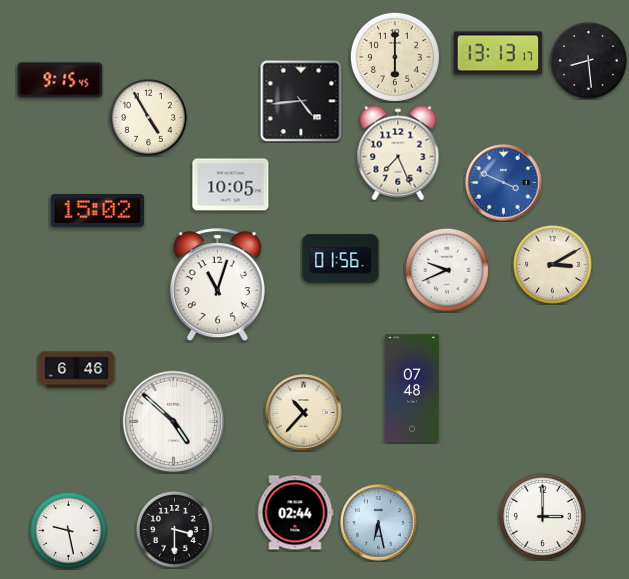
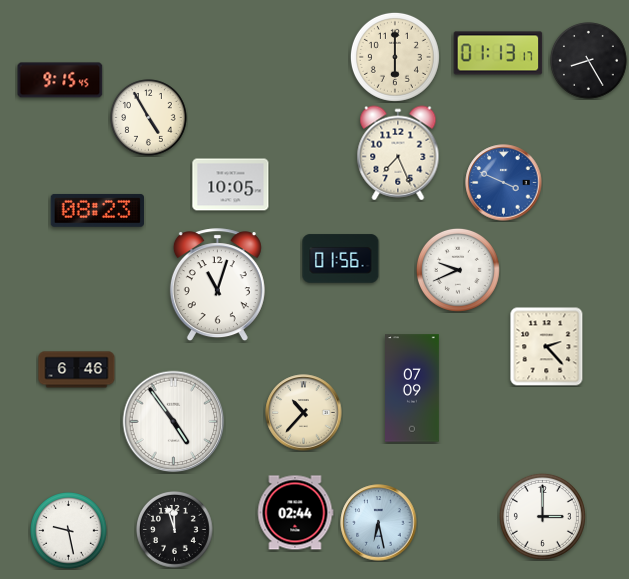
clock at (498, 53): 13:13 -> 01:13
clock at (589, 61): 8:29 -> 8:25
clock at (301, 101): 4:44 -> none
clock at (97, 210): 15:02 -> 08:23
clock at (552, 264): 3:10 -> none
clock at (447, 270) position: (447, 270) -> (458, 270)
clock at (547, 347): none -> 2:23
clock at (413, 388): 07:48 -> 07:09
clock at (174, 422): 4:52 -> 4:54
clock at (175, 530): 3:30 -> 11:57
